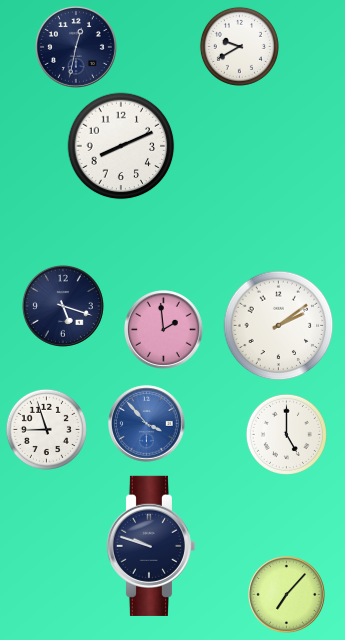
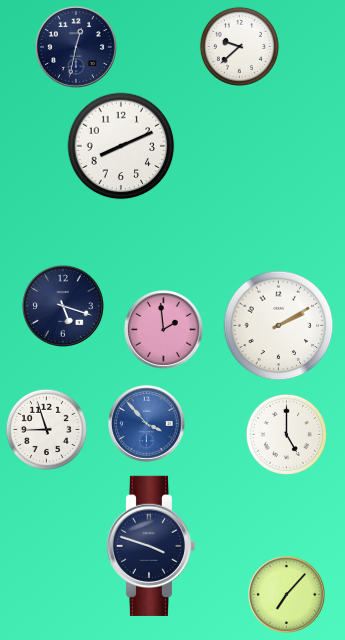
clock at (239, 46): 9:40 -> 9:38
clock at (279, 326): 2:09 -> 2:10
clock at (150, 546): 9:48 -> 3:48
